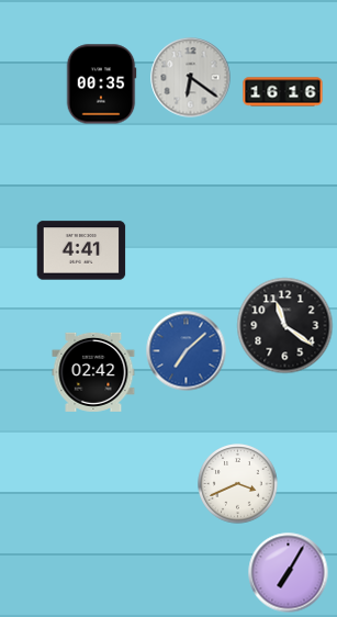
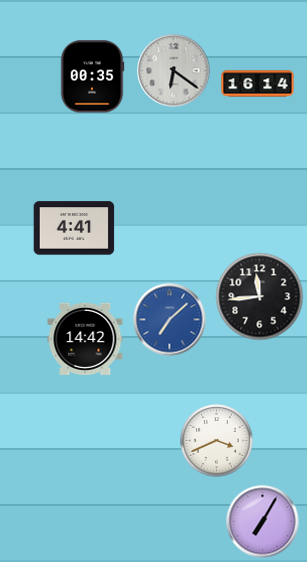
clock at (283, 92): 16:16 -> 16:14
clock at (285, 326): 11:21 -> 11:44
clock at (93, 372): 02:42 -> 14:42
